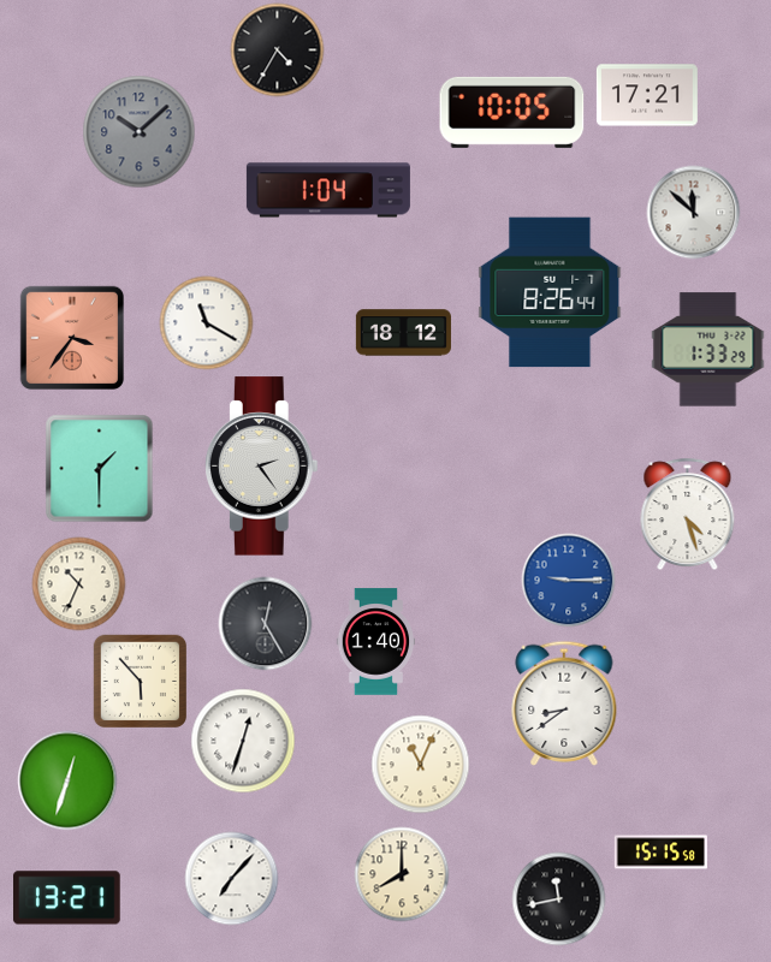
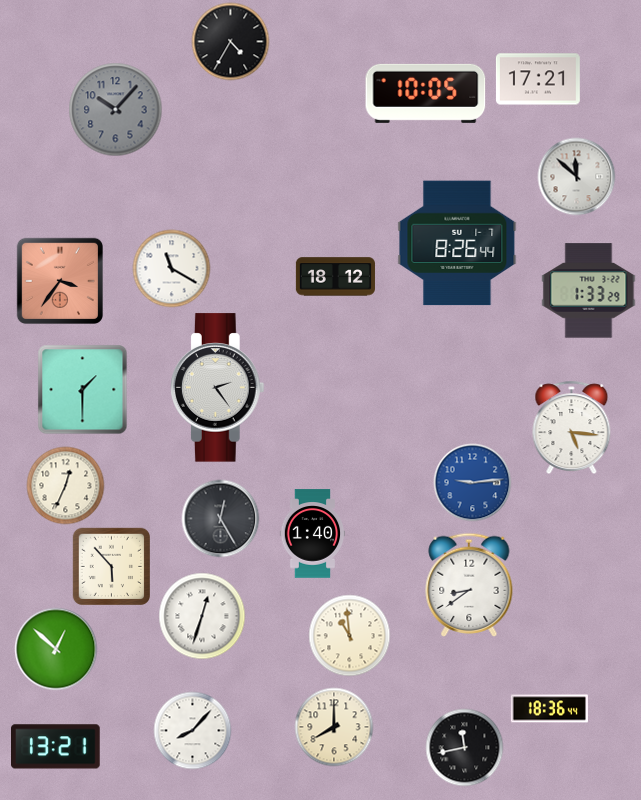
clock at (138, 131): 10:08 -> 10:07
clock at (328, 190): 1:04 -> none
clock at (688, 513): 4:27 -> 5:16
clock at (568, 580): 9:15 -> 9:14
clock at (78, 583): 10:34 -> 12:34
clock at (140, 681) position: (140, 681) -> (111, 566)
clock at (420, 764): 11:04 -> 10:59
clock at (67, 780): 12:33 -> 12:52
clock at (660, 853): 15:15 -> 18:36
clock at (231, 878): 7:07 -> 8:07
